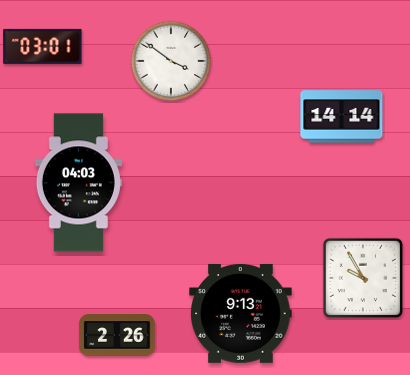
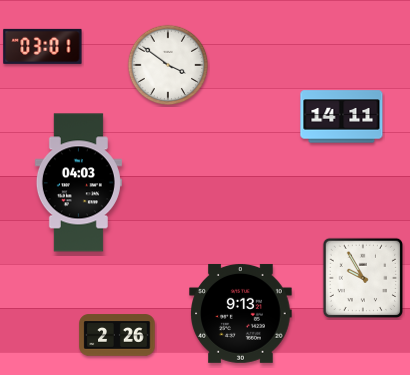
clock at (171, 61) position: (171, 61) -> (168, 65)
clock at (342, 117): 14:14 -> 14:11
